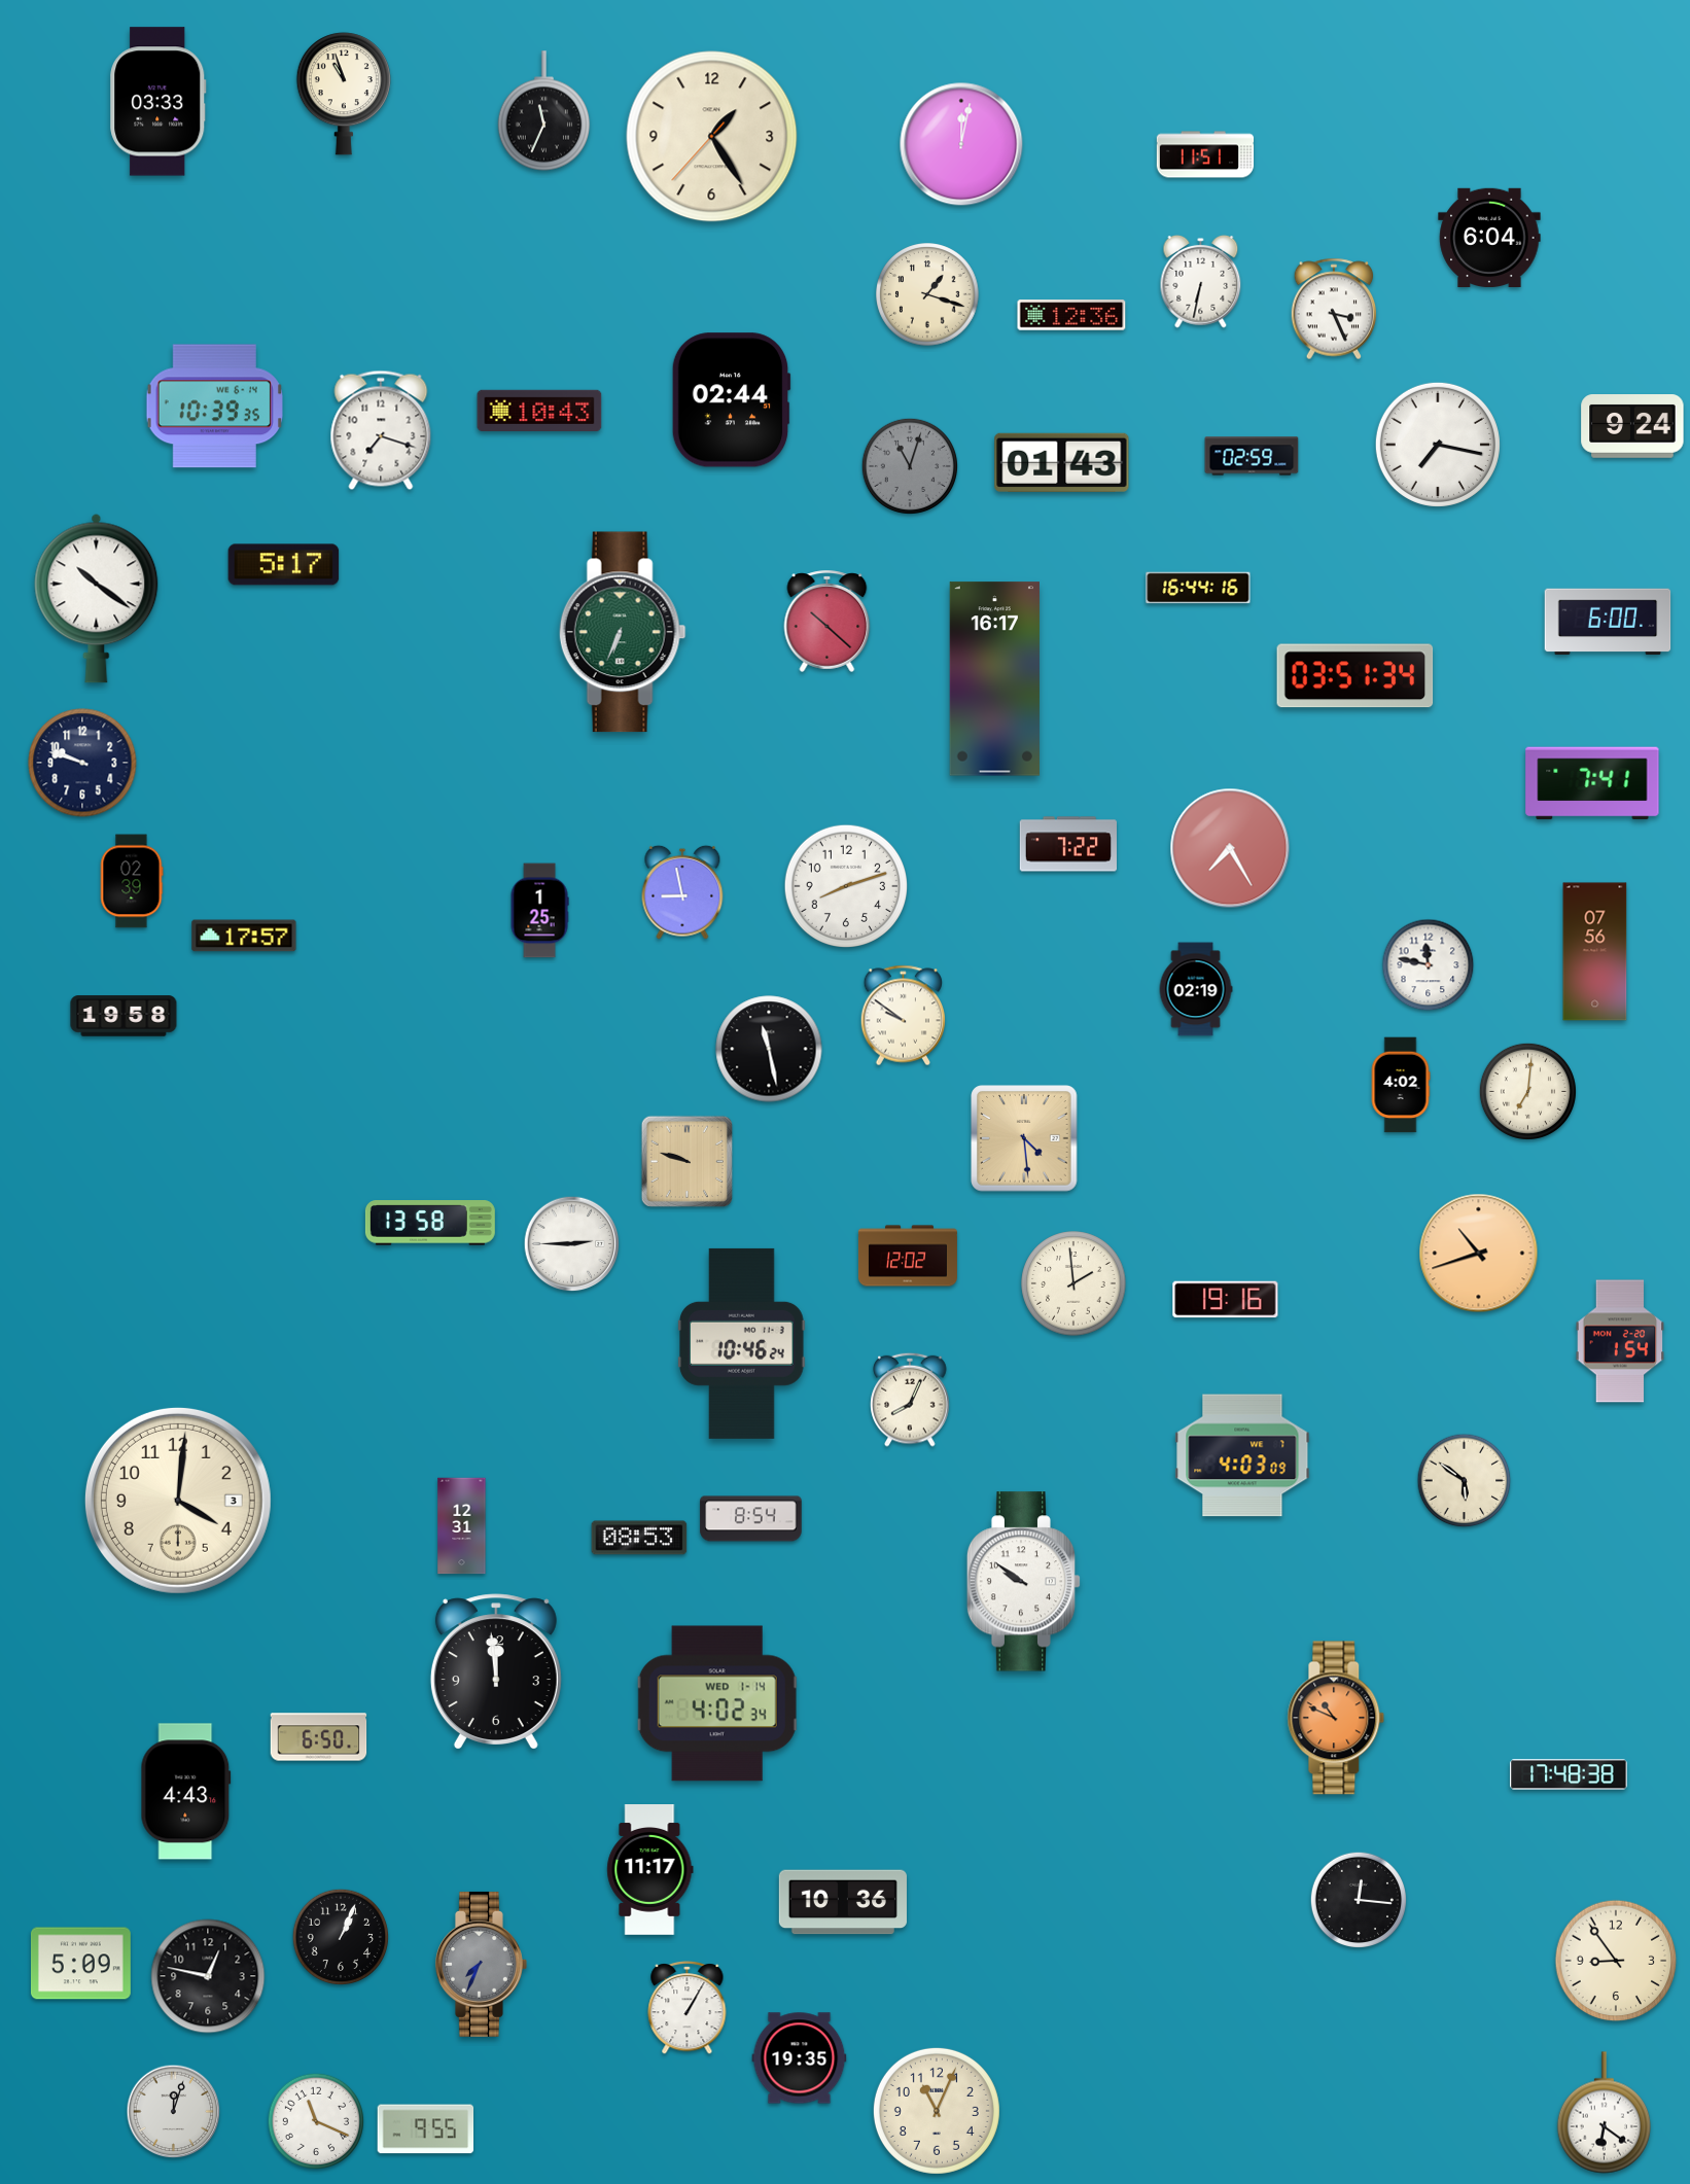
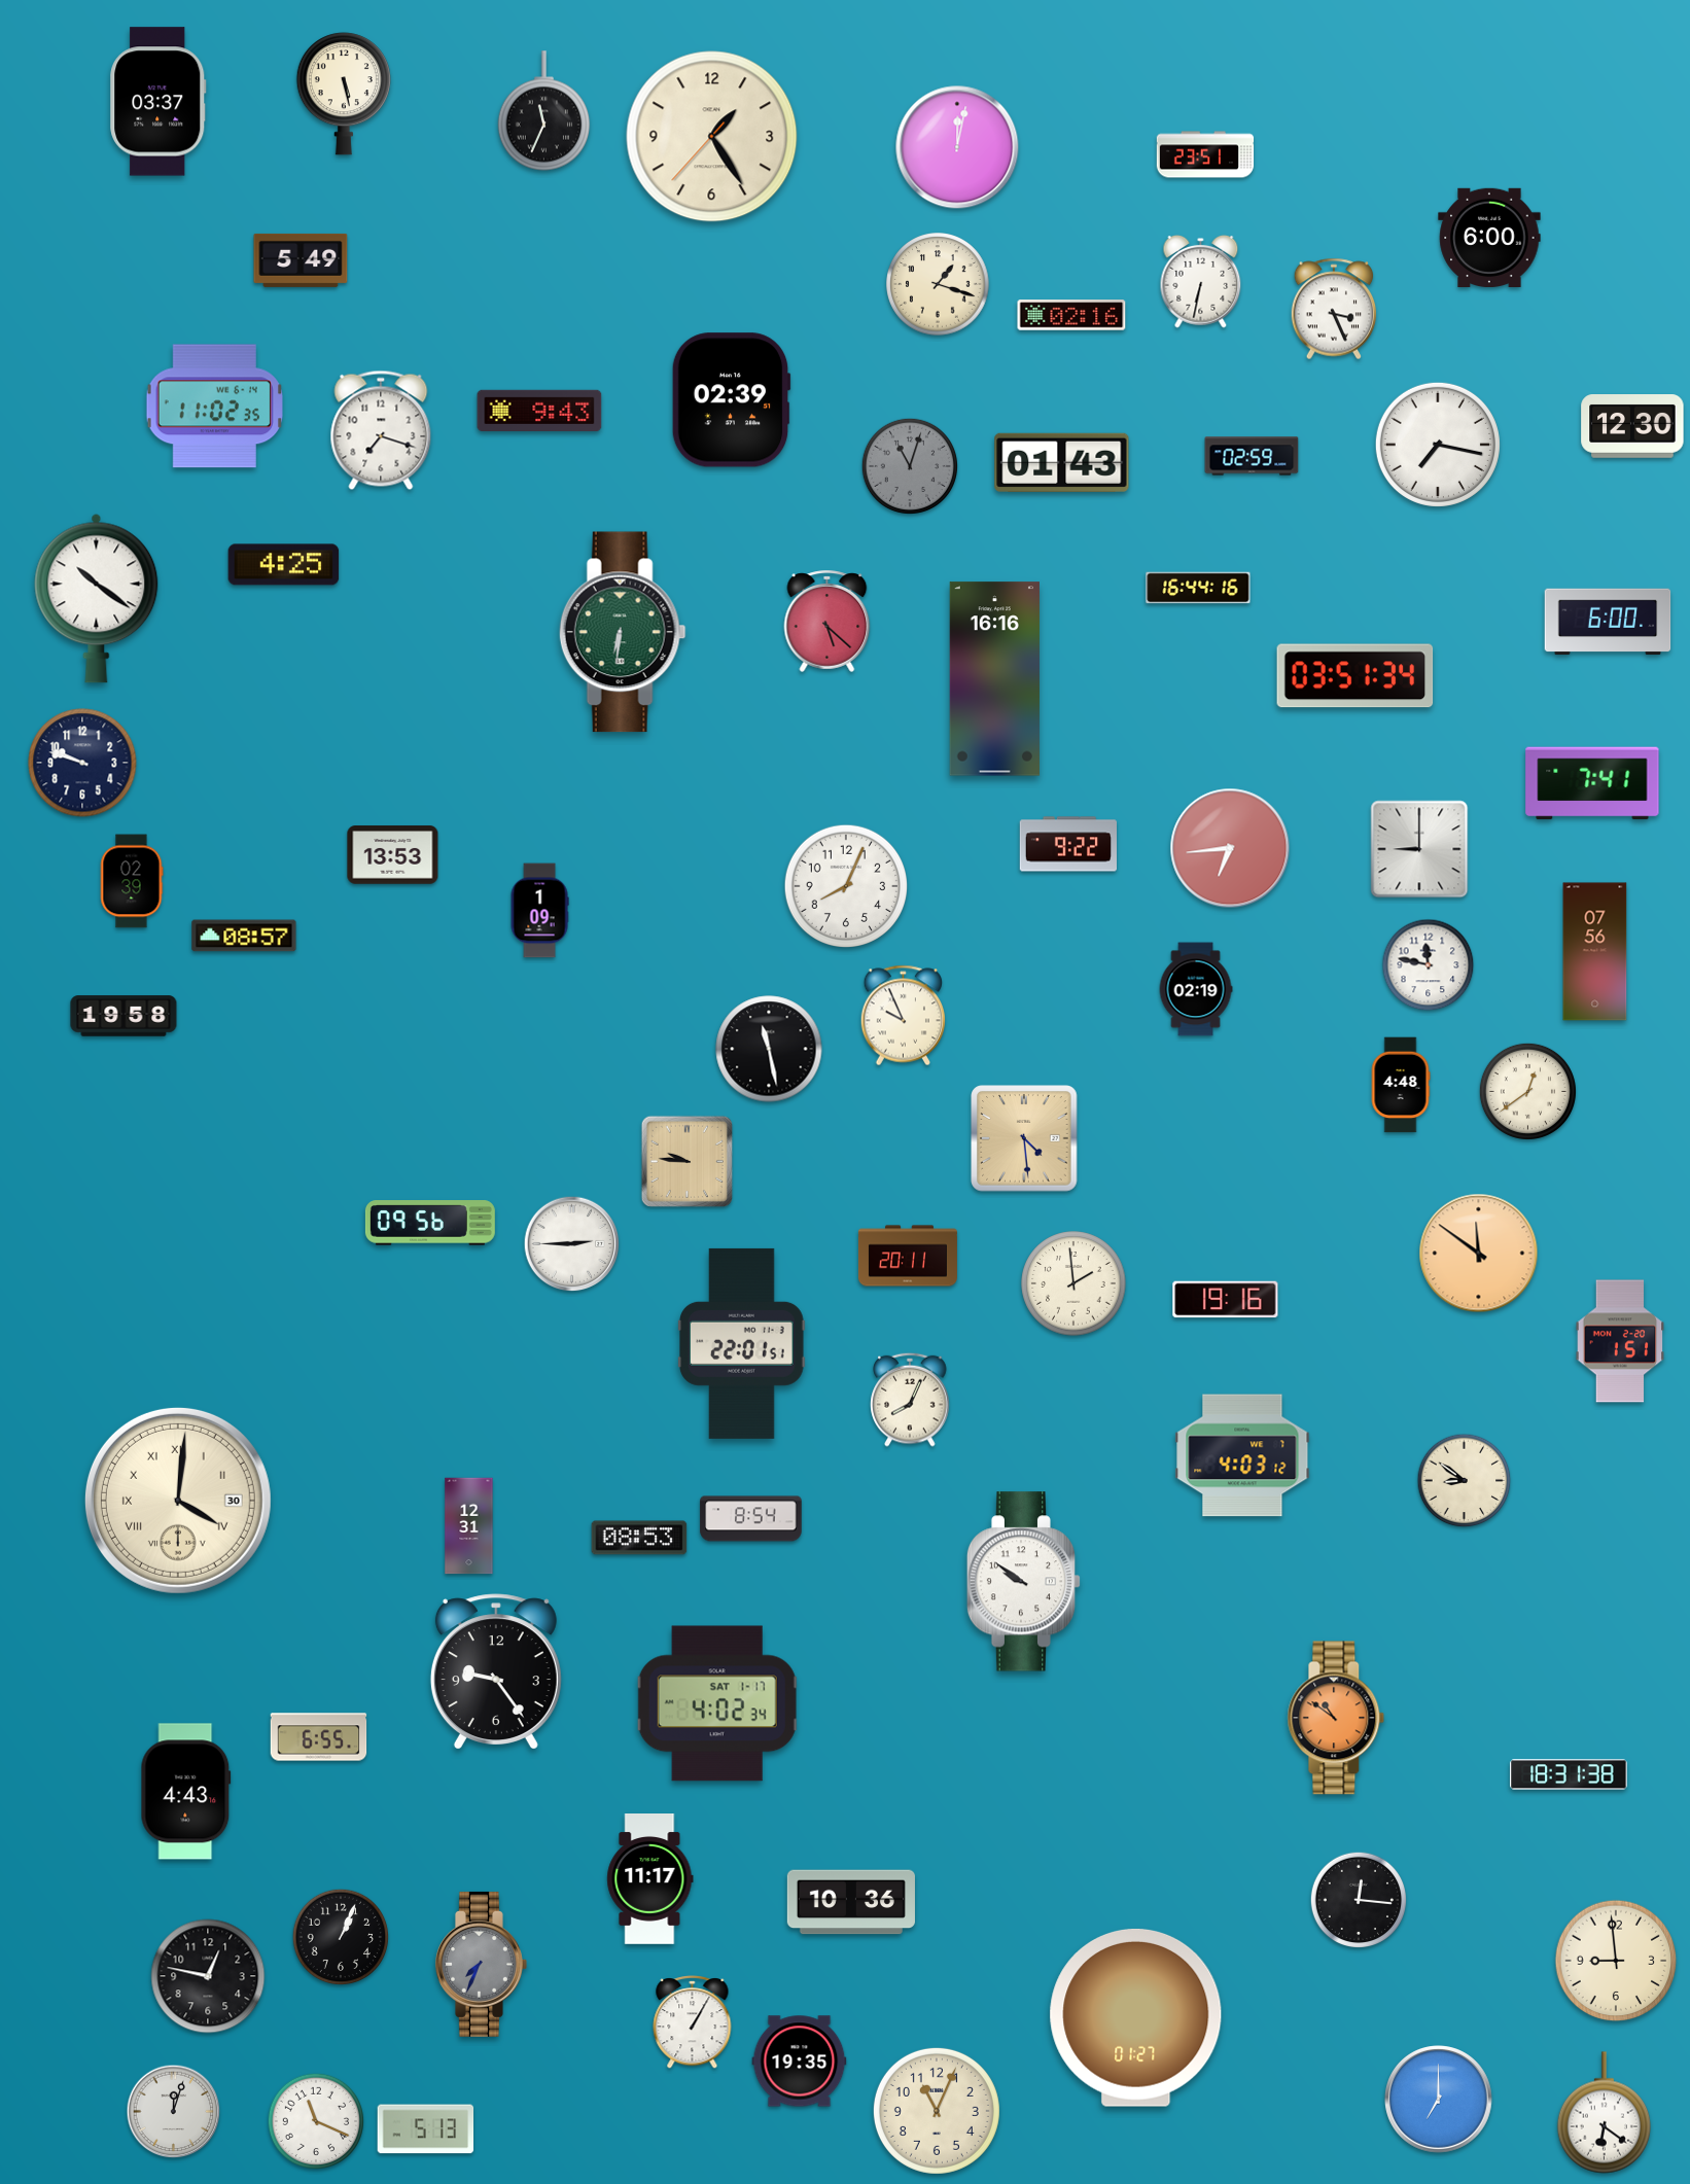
clock at (344, 94): 10:57 -> 5:28
clock at (159, 102): 03:33 -> 03:37
clock at (961, 144) position: (961, 144) -> (957, 147)
clock at (1205, 154): 11:51 -> 23:51
clock at (1489, 238): 6:04 -> 6:00
clock at (301, 260): none -> 5:49
clock at (927, 294) position: (927, 294) -> (938, 284)
clock at (1071, 315): 12:36 -> 02:16
clock at (731, 400): 02:44 -> 02:39
clock at (214, 407): 10:39 -> 11:02
clock at (539, 410): 10:43 -> 9:43
clock at (1632, 427): 9:24 -> 12:30
clock at (284, 565): 5:17 -> 4:25
clock at (828, 621): 10:22 -> 5:22
clock at (623, 632): 6:34 -> 6:31
clock at (994, 679): 16:17 -> 16:16
clock at (1067, 844): 7:22 -> 9:22
clock at (1230, 848): 7:25 -> 6:44
clock at (1419, 849): none -> 9:00
clock at (393, 855): none -> 13:53
clock at (845, 885): 8:12 -> 8:04
clock at (682, 892): 8:58 -> none
clock at (539, 911): 1:25 -> 1:09
clock at (244, 936): 17:57 -> 08:57
clock at (903, 1016): 9:51 -> 9:56
clock at (1401, 1085): 4:02 -> 4:48
clock at (1527, 1091): 7:01 -> 12:39
clock at (686, 1161): 9:48 -> 9:46
clock at (430, 1223): 13:58 -> 09:56
clock at (1479, 1254): 10:42 -> 11:51
clock at (908, 1256): 12:02 -> 20:11
clock at (1620, 1341): 1:54 -> 1:51
clock at (742, 1343): 10:46 -> 22:01
clock at (1242, 1455): 4:03:09 -> 4:03:12
clock at (1465, 1481): 5:51 -> 8:51
clock at (178, 1501) date: 3 -> 30
clock at (178, 1501) numerals: Arabic -> Roman
clock at (462, 1526) position: (462, 1526) -> (469, 1526)
clock at (496, 1671): 11:59 -> 9:24
clock at (717, 1703) date: WED 1-14 -> SAT 1-17
clock at (1336, 1718): 10:49 -> 10:51
clock at (319, 1737): 6:50 -> 6:55
clock at (1569, 1774): 17:48 -> 18:31
clock at (650, 1870) position: (650, 1870) -> (650, 1879)
clock at (843, 1902) position: (843, 1902) -> (851, 1902)
clock at (1616, 1961): 8:54 -> 8:59
clock at (80, 1964): 5:09 -> none
clock at (688, 2008) position: (688, 2008) -> (693, 2022)
clock at (1136, 2017): none -> 01:27
clock at (800, 2058) position: (800, 2058) -> (800, 2062)
clock at (1439, 2100): none -> 7:00
clock at (426, 2129): 9:55 -> 5:13
